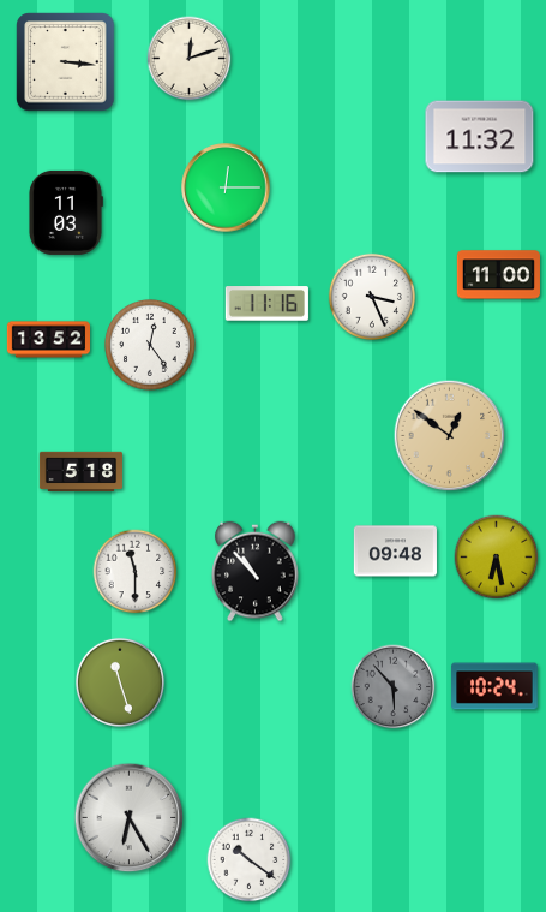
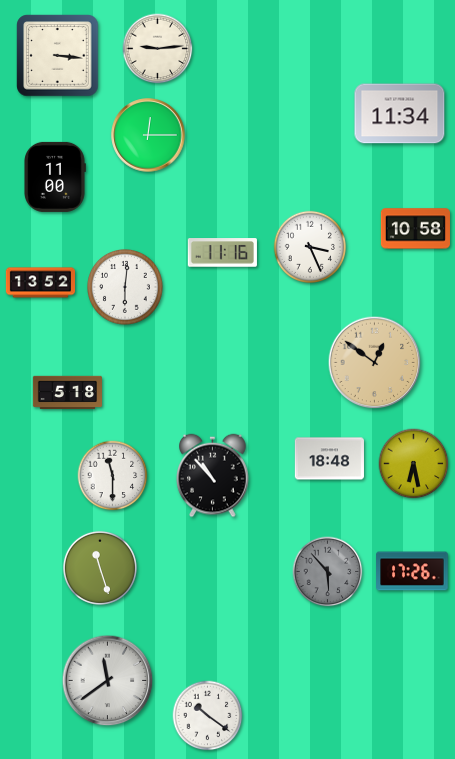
clock at (190, 59): 12:12 -> 9:14
clock at (66, 62) position: (66, 62) -> (58, 56)
clock at (480, 137): 11:32 -> 11:34
clock at (226, 187) position: (226, 187) -> (148, 135)
clock at (66, 213): 11:03 -> 11:00
clock at (498, 275): 11:00 -> 10:58
clock at (151, 346): 12:24 -> 6:01
clock at (395, 552): 09:48 -> 18:48
clock at (494, 686): 10:24 -> 17:26
clock at (130, 818): 6:25 -> 11:39
